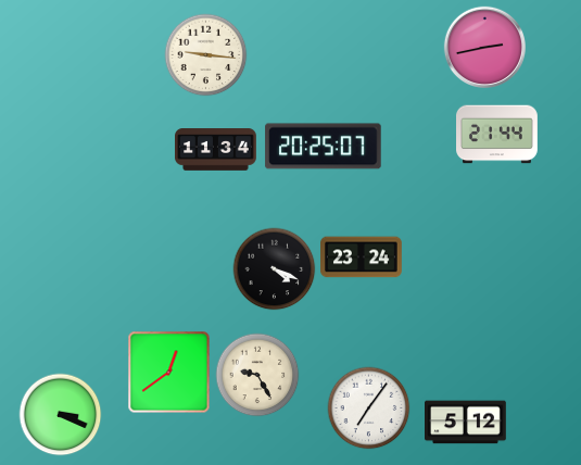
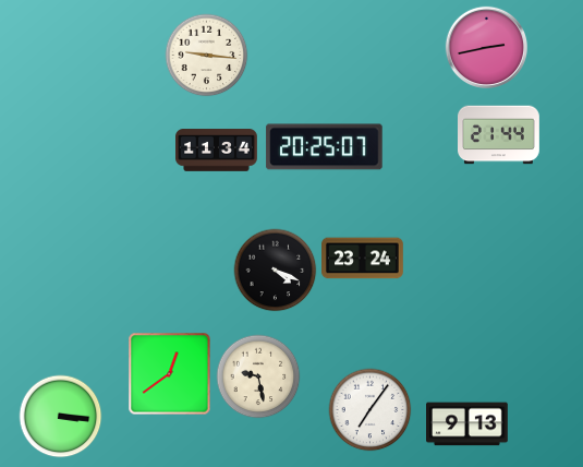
clock at (257, 375): 9:25 -> 9:28
clock at (61, 415): 3:19 -> 3:16
clock at (466, 423): 5:12 -> 9:13
